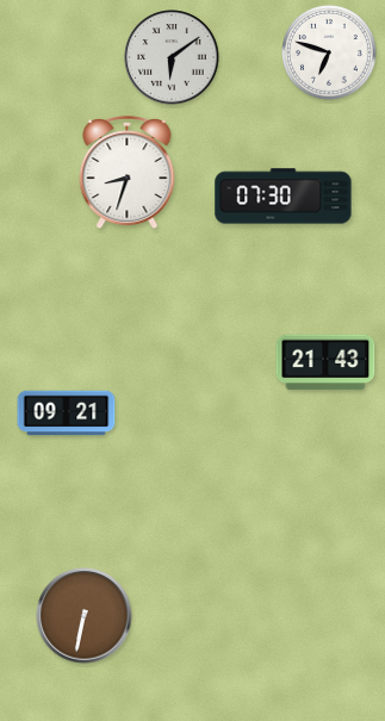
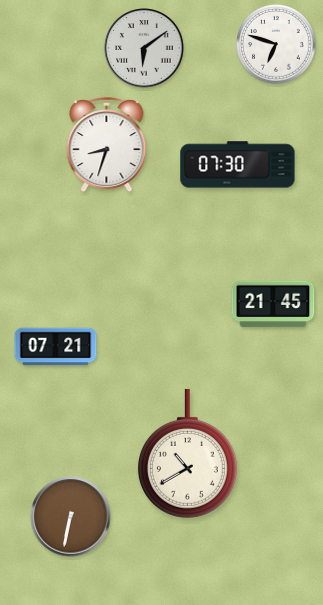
clock at (325, 362): 21:43 -> 21:45
clock at (67, 414): 09:21 -> 07:21
clock at (187, 453): none -> 10:40
